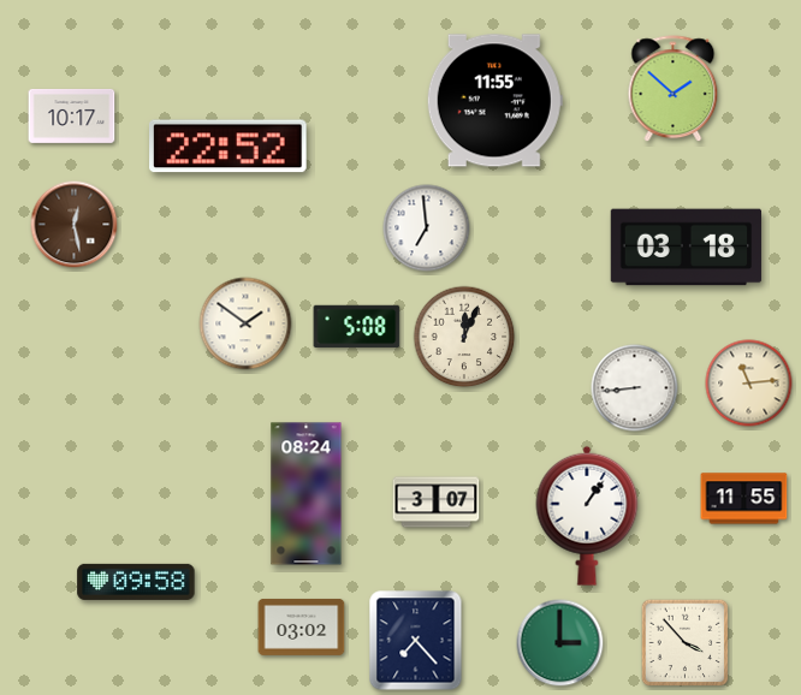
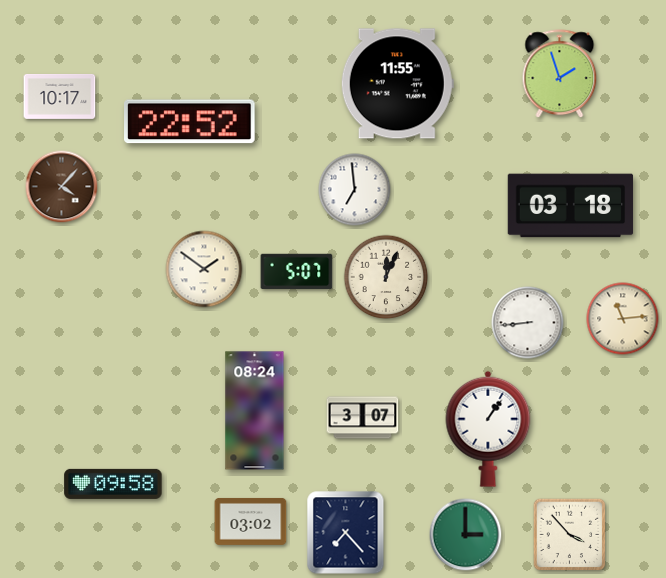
clock at (674, 89): 1:52 -> 1:57
clock at (494, 101) position: (494, 101) -> (397, 84)
clock at (75, 225): 12:28 -> 4:07
clock at (357, 327): 5:08 -> 5:07
clock at (464, 337) position: (464, 337) -> (386, 277)
clock at (744, 499): 11:55 -> none
